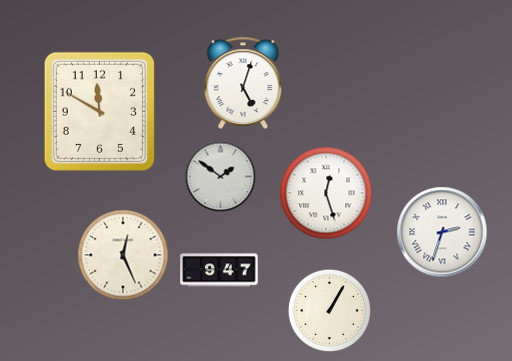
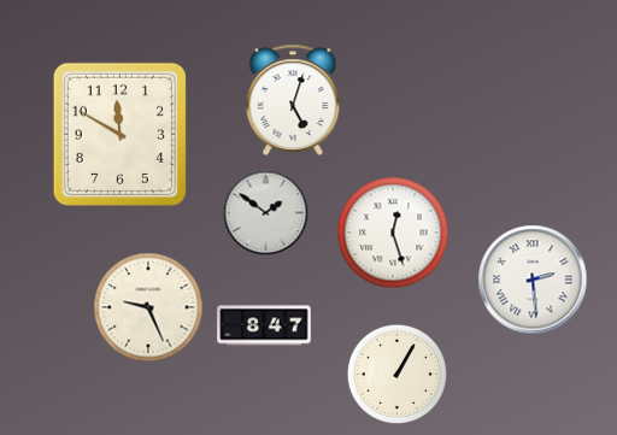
clock at (442, 232): 2:33 -> 2:29
clock at (123, 255): 12:26 -> 9:26
clock at (219, 270): 9:47 -> 8:47
